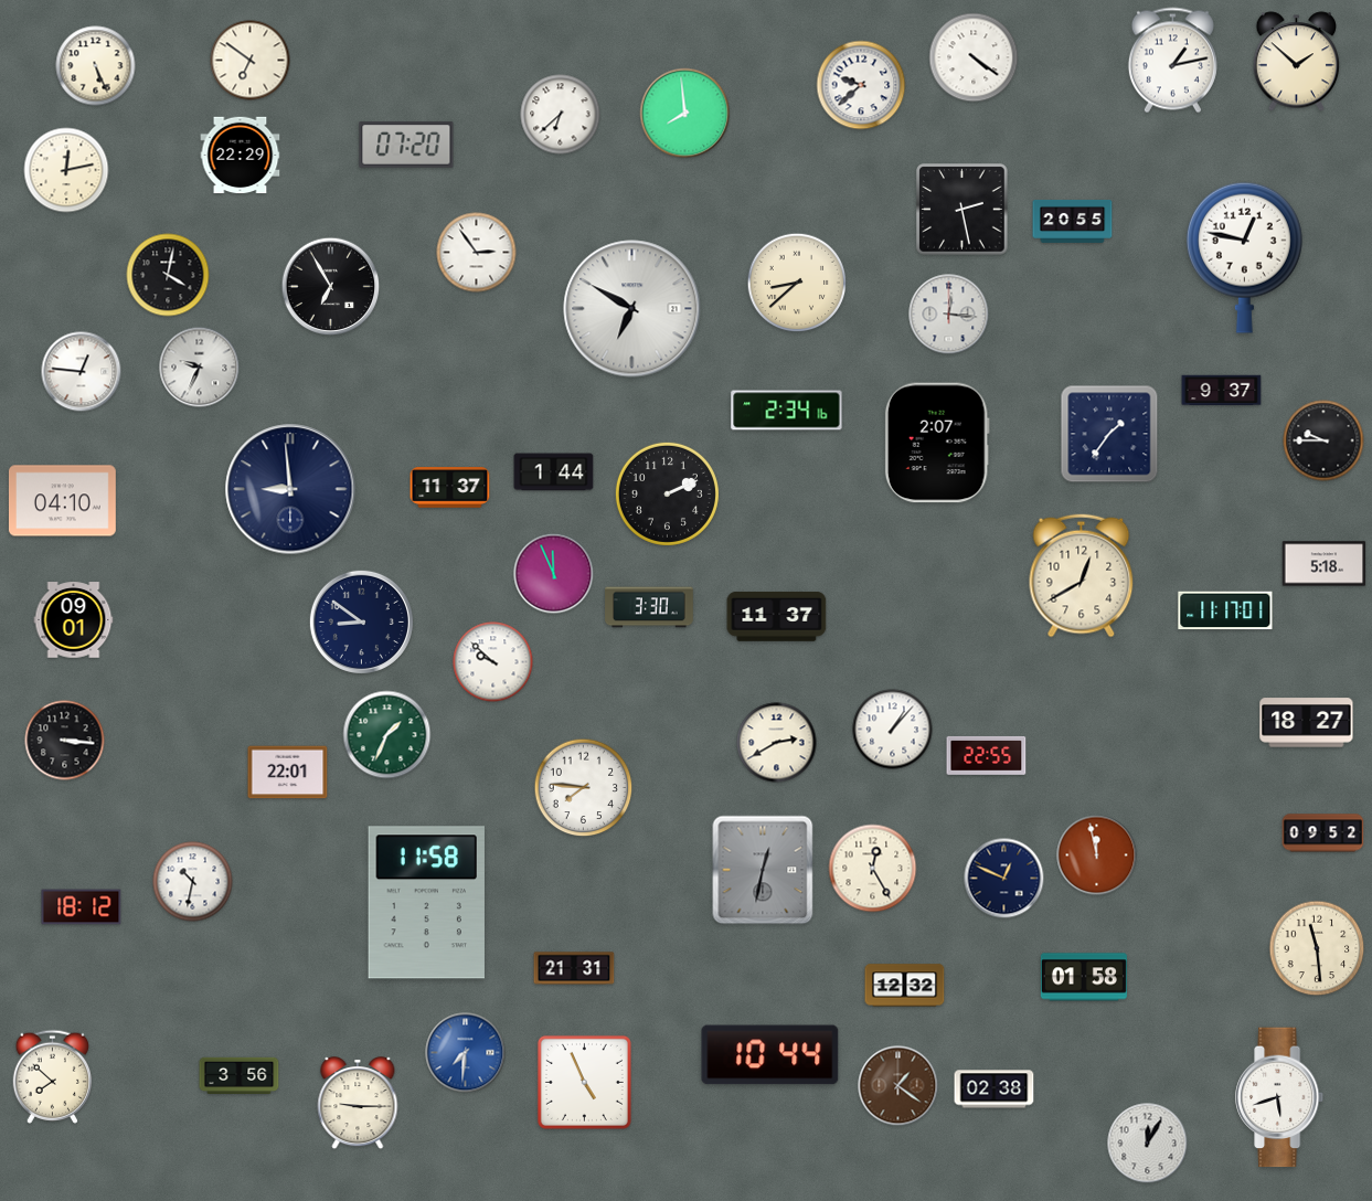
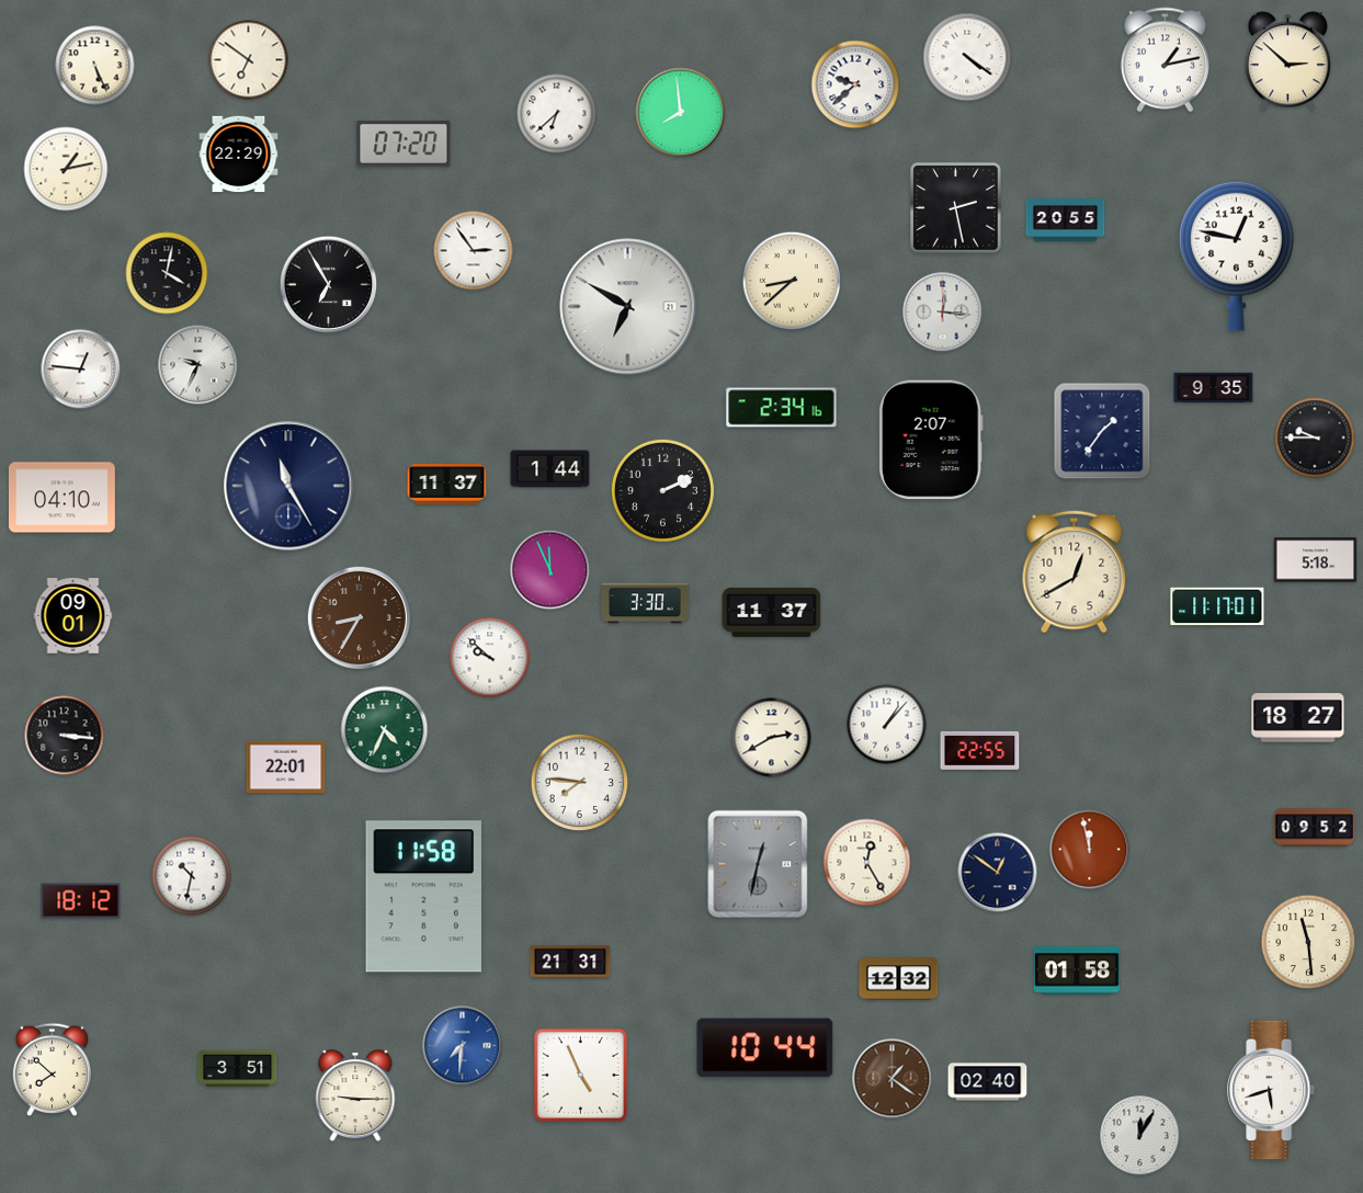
clock at (1297, 62): 1:52 -> 2:52
clock at (66, 170): 12:13 -> 1:13
clock at (1222, 391): 9:37 -> 9:35
clock at (290, 489): 8:59 -> 11:25
clock at (361, 621): 8:51 -> 8:35
clock at (361, 621) dial: navy -> brown
clock at (387, 735): 1:34 -> 4:34
clock at (1004, 879): 12:49 -> 12:51
clock at (240, 1076): 3:56 -> 3:51
clock at (995, 1090): 02:38 -> 02:40
